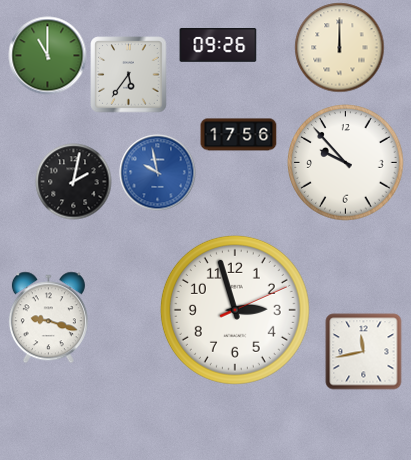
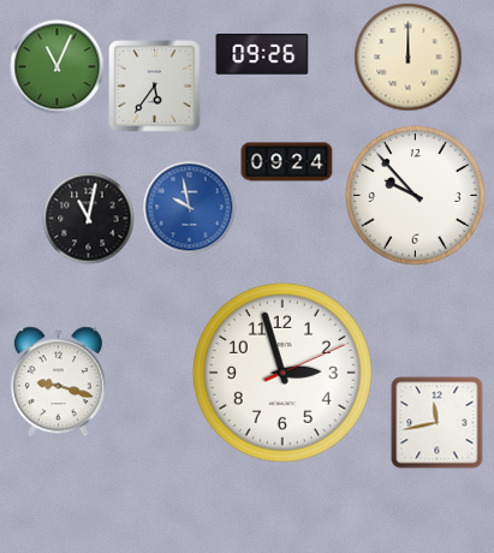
clock at (48, 56): 11:00 -> 11:04
clock at (129, 75) position: (129, 75) -> (155, 87)
clock at (239, 135): 17:56 -> 09:24
clock at (74, 182): 2:02 -> 11:02
